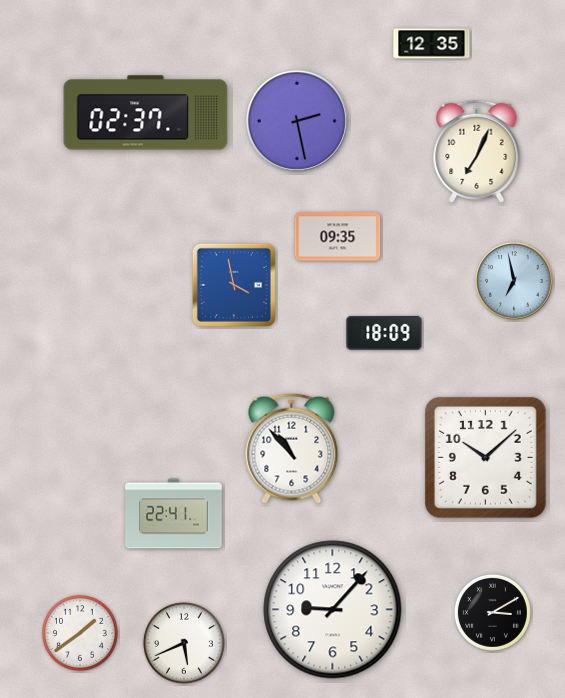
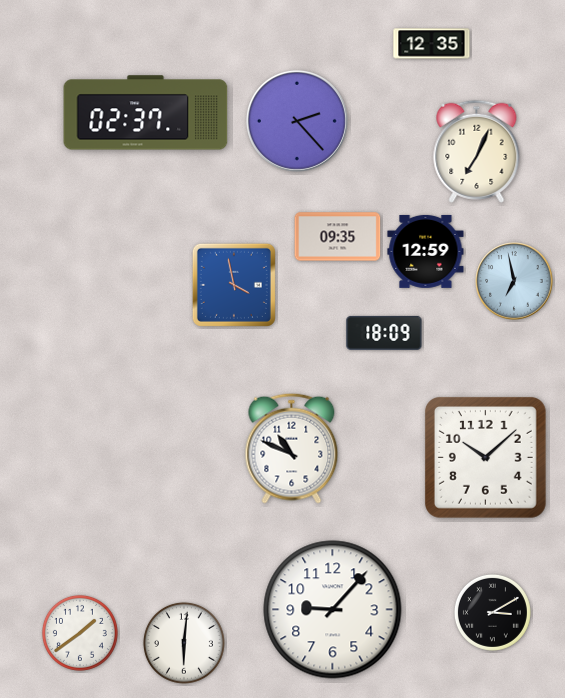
clock at (297, 121): 2:28 -> 2:23
clock at (426, 251): none -> 12:59
clock at (292, 448): 10:53 -> 10:49
clock at (174, 514): 22:41 -> none
clock at (184, 643): 5:41 -> 6:01
